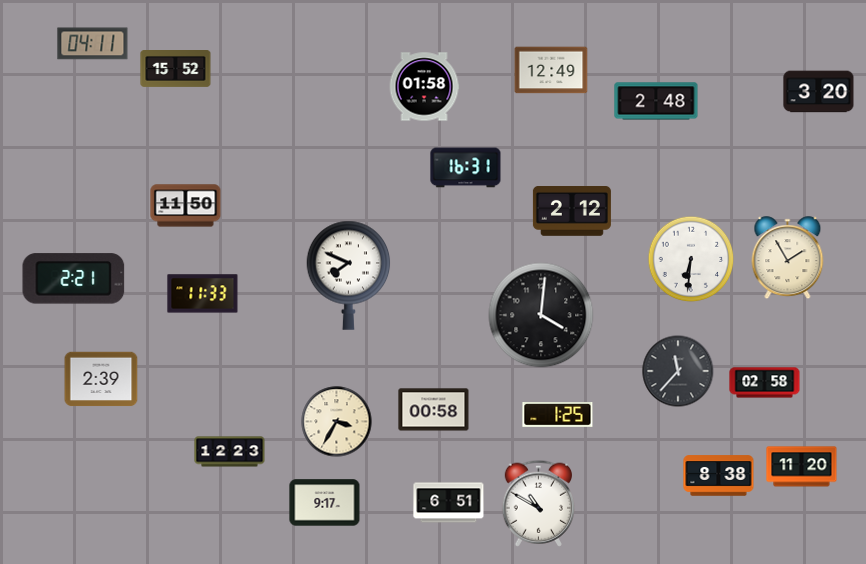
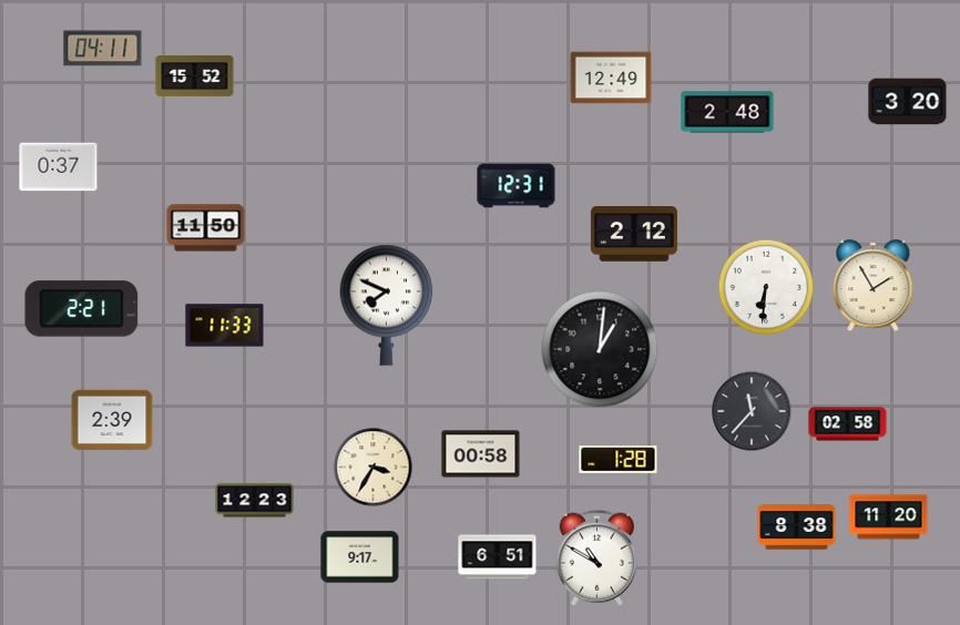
clock at (424, 87): 01:58 -> none
clock at (59, 167): none -> 0:37
clock at (466, 168): 16:31 -> 12:31
clock at (541, 315): 4:01 -> 1:01
clock at (558, 415): 1:25 -> 1:28
